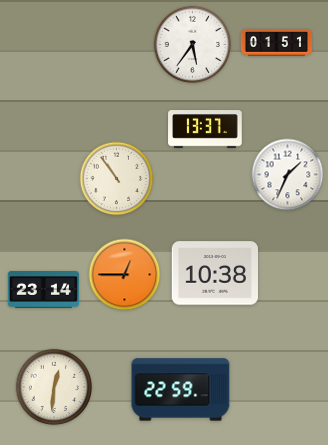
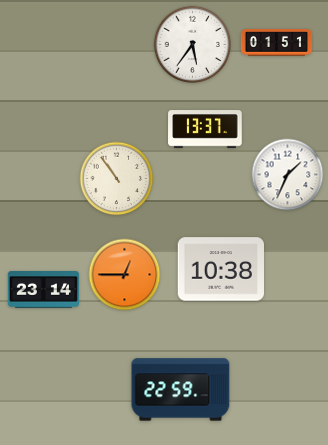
clock at (214, 273) position: (214, 273) -> (220, 269)
clock at (54, 387): 12:31 -> none
